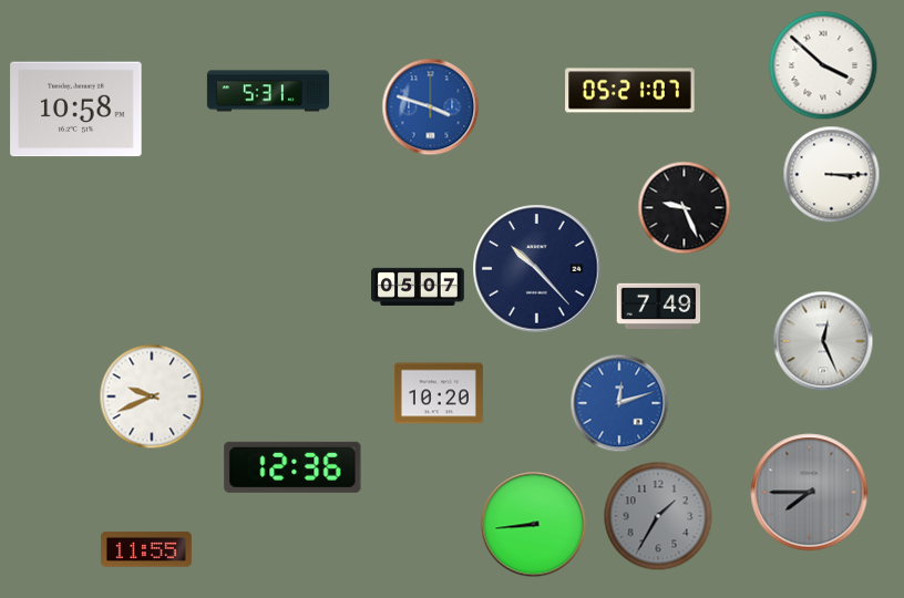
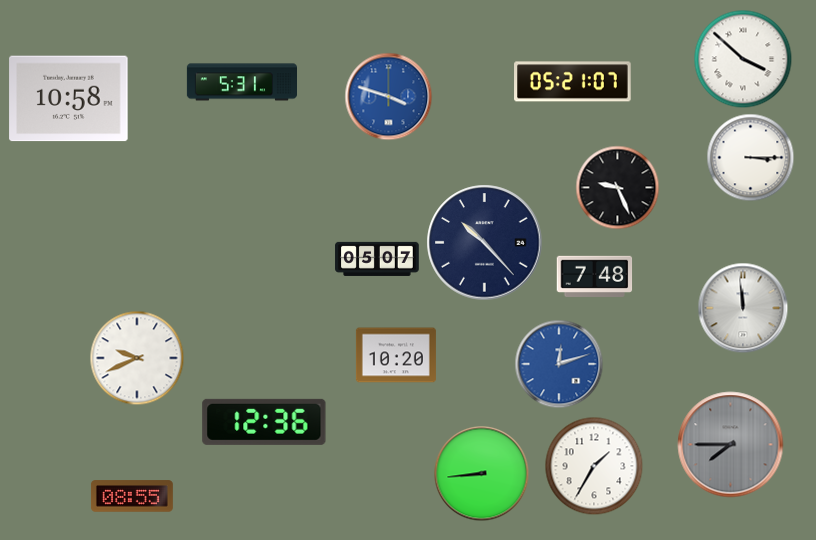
clock at (630, 91) position: (630, 91) -> (573, 82)
clock at (659, 306): 7:49 -> 7:48
clock at (823, 341): 12:26 -> 11:59
clock at (658, 516) dial: grey -> white
clock at (146, 549): 11:55 -> 08:55
